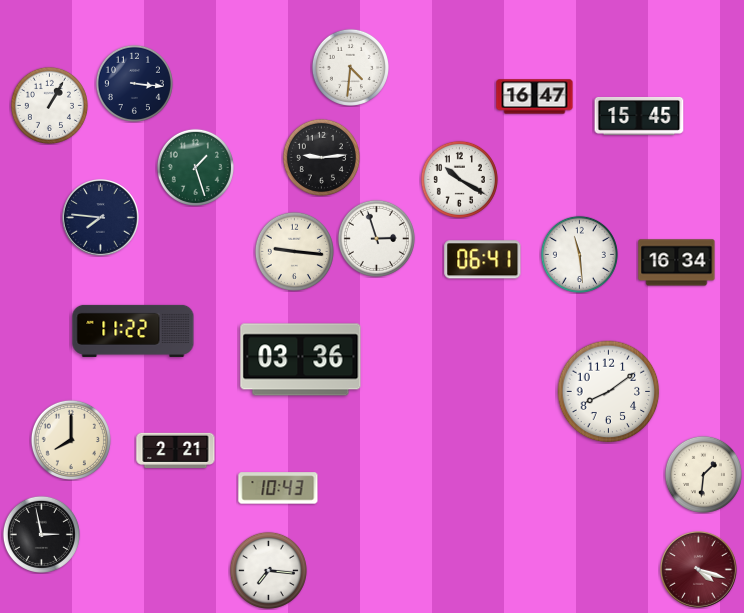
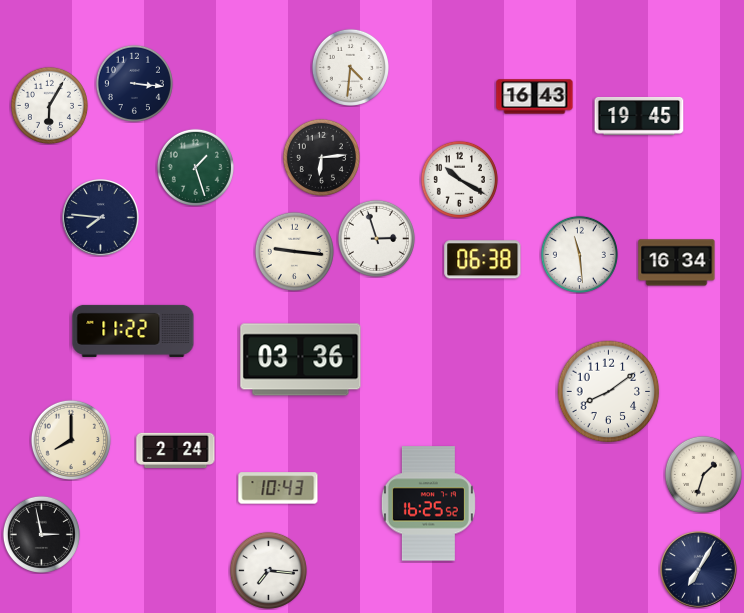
clock at (535, 97): 16:47 -> 16:43
clock at (49, 105): 1:05 -> 6:05
clock at (639, 116): 15:45 -> 19:45
clock at (321, 157): 9:14 -> 6:14
clock at (483, 260): 06:41 -> 06:38
clock at (176, 450): 2:21 -> 2:24
clock at (703, 474): 1:31 -> 1:33
clock at (428, 504): none -> 16:25
clock at (699, 570): 4:18 -> 7:05
clock at (699, 570) dial: burgundy -> navy
